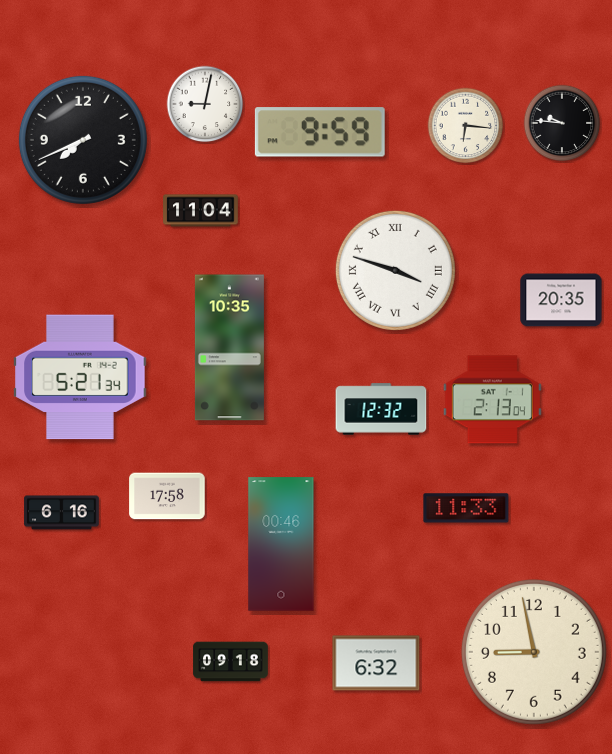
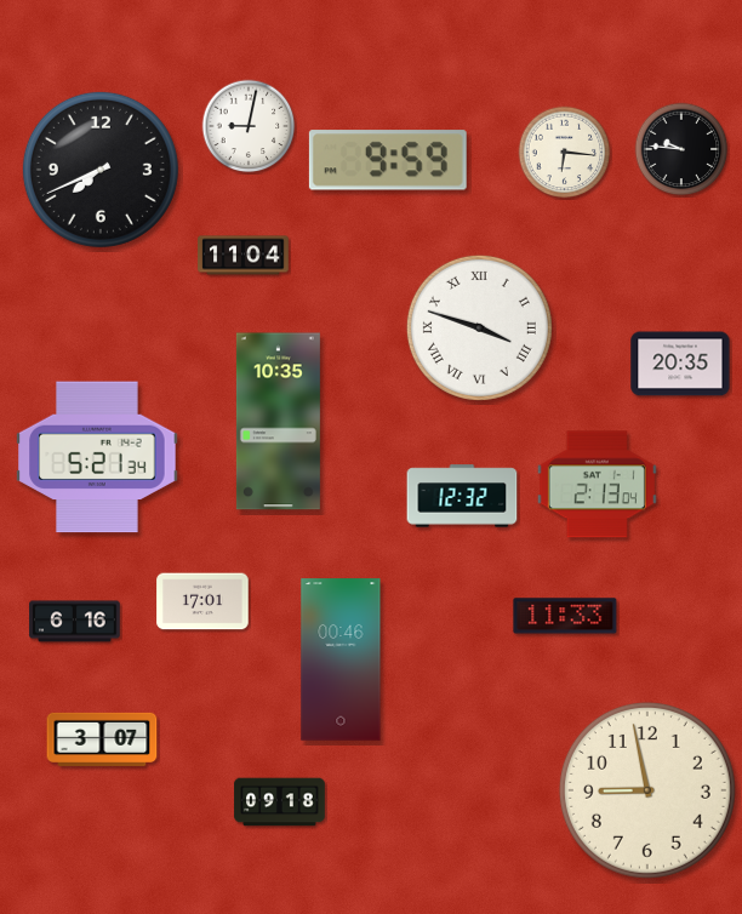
clock at (167, 496): 17:58 -> 17:01
clock at (102, 739): none -> 3:07
clock at (376, 663): 6:32 -> none
